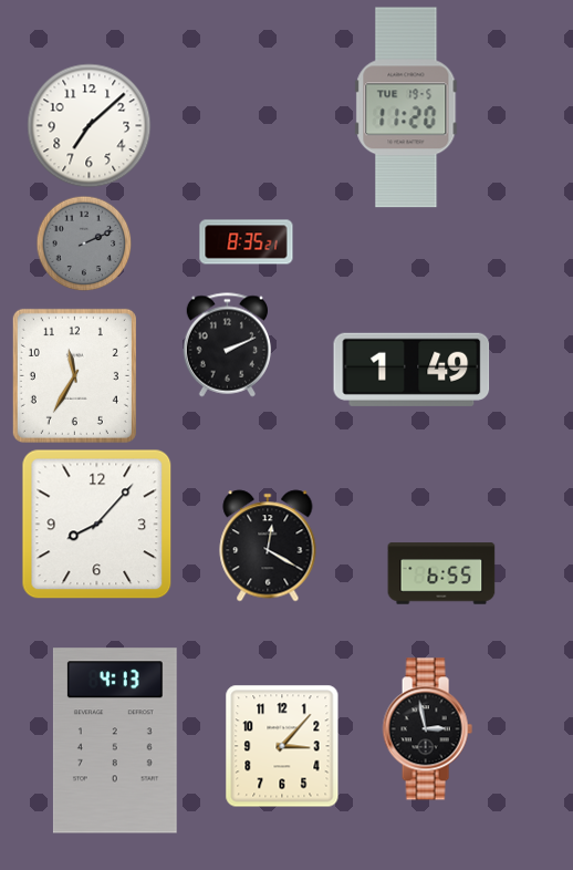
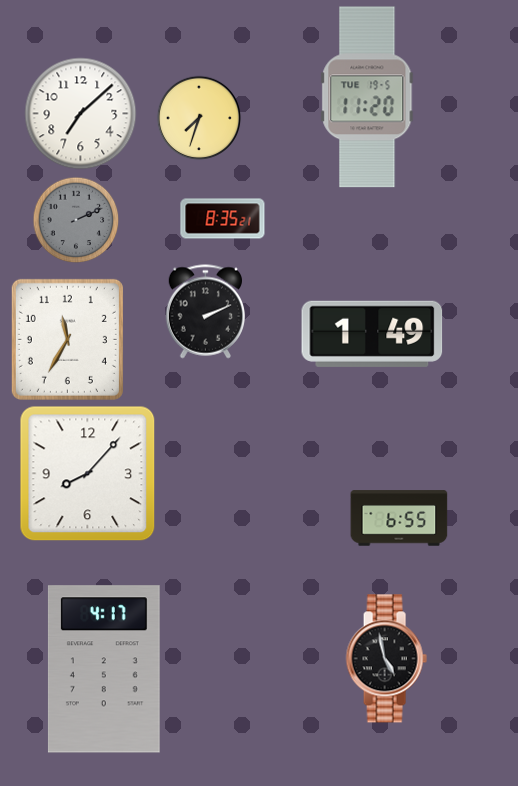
clock at (199, 118): none -> 7:33
clock at (268, 546): 12:20 -> none
clock at (427, 729): 2:58 -> 4:58
clock at (115, 740): 4:13 -> 4:17
clock at (282, 746): 3:07 -> none
